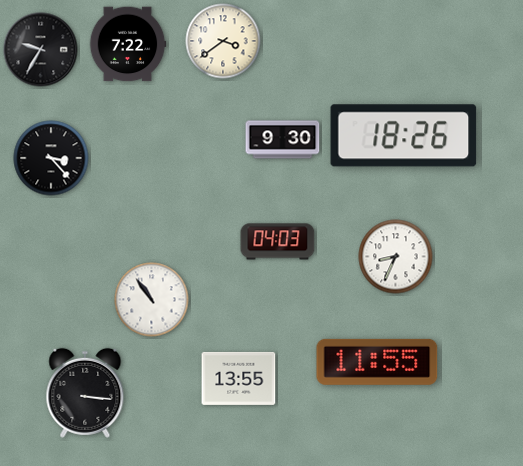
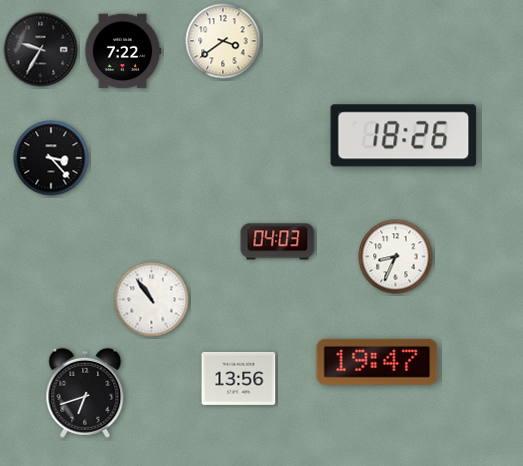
clock at (128, 44) position: (128, 44) -> (123, 51)
clock at (283, 140): 9:30 -> none
clock at (377, 362): 11:55 -> 19:47
clock at (239, 378): 13:55 -> 13:56
clock at (85, 393): 3:16 -> 6:42
